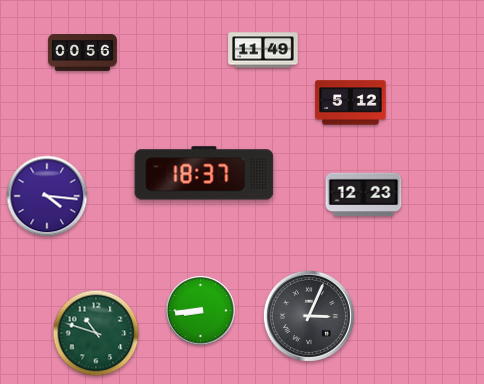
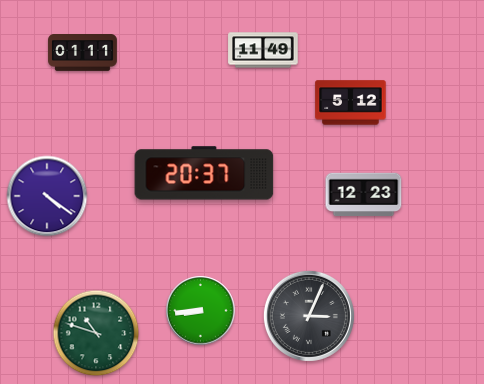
clock at (83, 53): 00:56 -> 01:11
clock at (204, 173): 18:37 -> 20:37
clock at (47, 196): 4:16 -> 4:21
